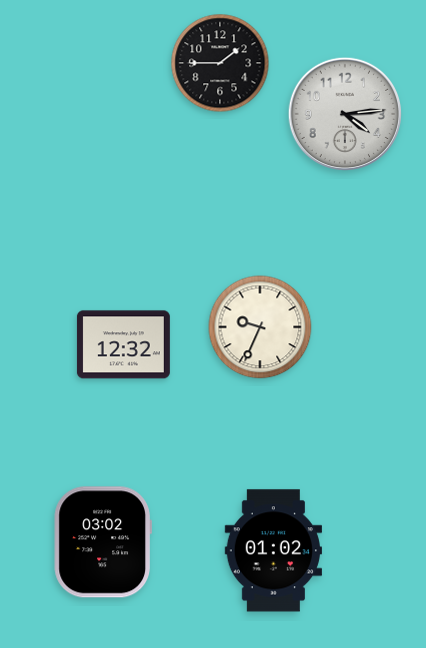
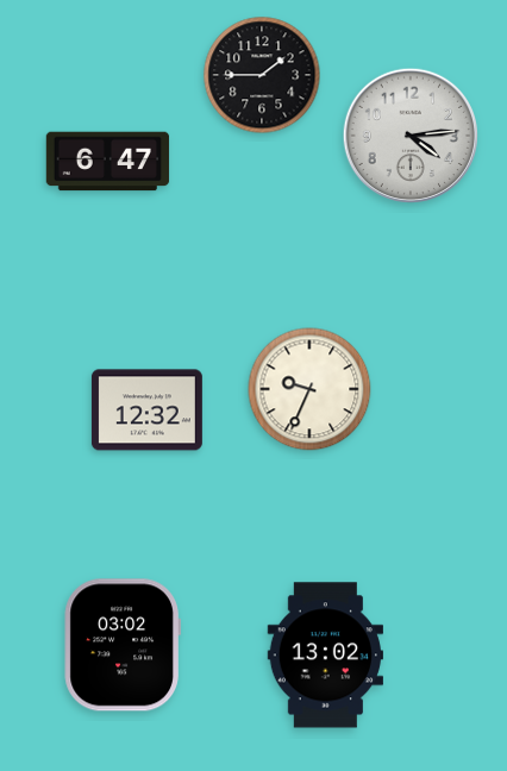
clock at (108, 162): none -> 6:47
clock at (273, 551): 01:02 -> 13:02
